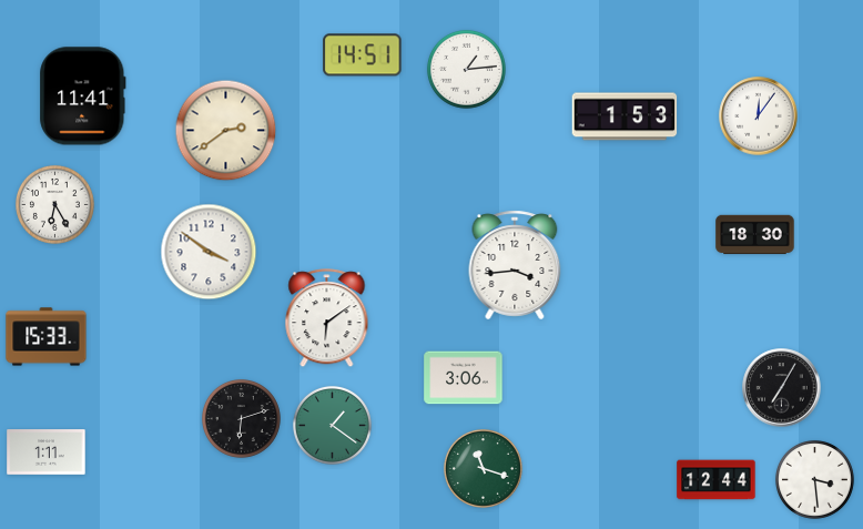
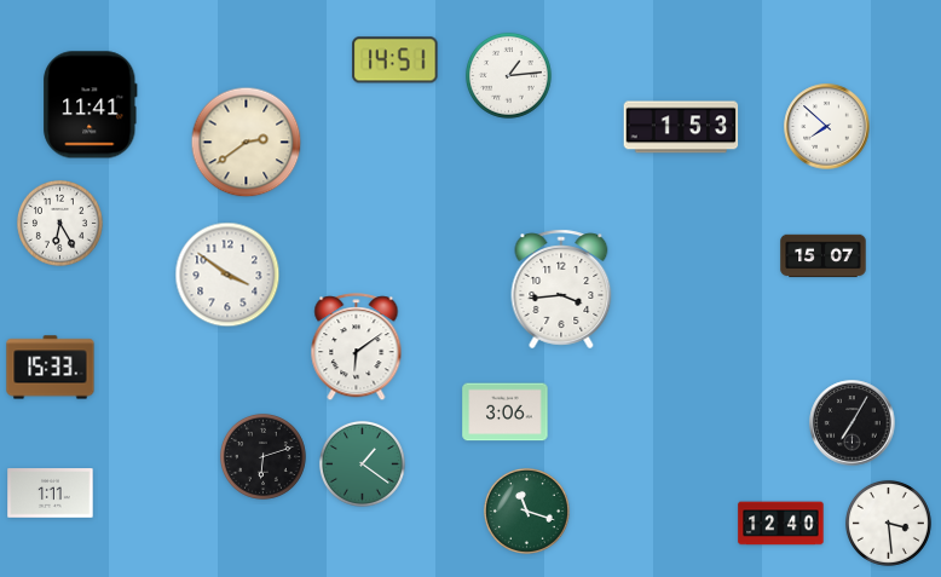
clock at (759, 116): 12:06 -> 7:52
clock at (755, 235): 18:30 -> 15:07
clock at (717, 480): 12:44 -> 12:40
